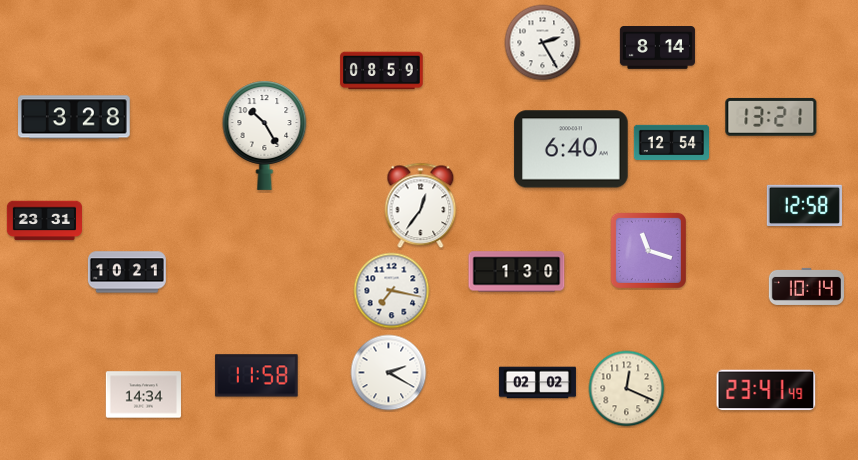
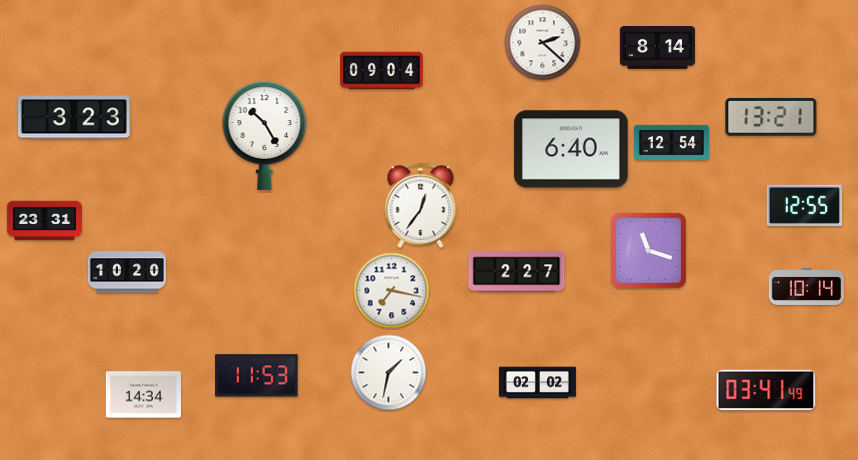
clock at (543, 43): 2:25 -> 2:22
clock at (382, 71): 08:59 -> 09:04
clock at (75, 117): 3:28 -> 3:23
clock at (804, 205): 12:58 -> 12:55
clock at (127, 272): 10:21 -> 10:20
clock at (517, 272): 1:30 -> 2:27
clock at (389, 373): 2:20 -> 1:32
clock at (257, 376): 11:58 -> 11:53
clock at (627, 389): 12:19 -> none
clock at (766, 390): 23:41 -> 03:41
